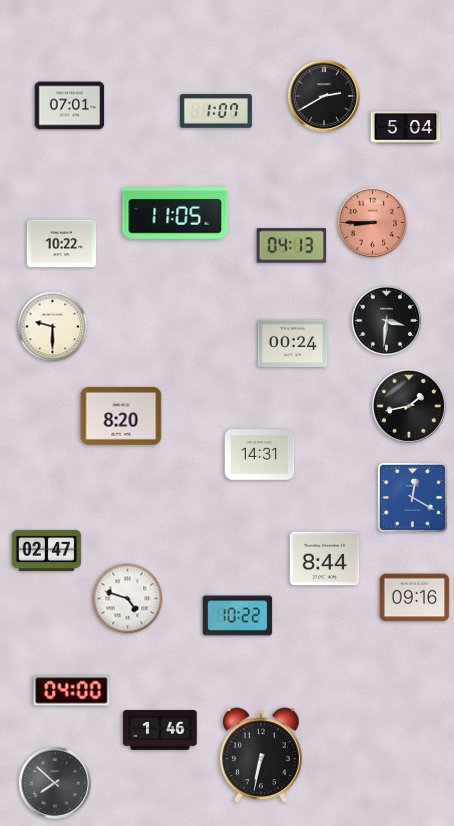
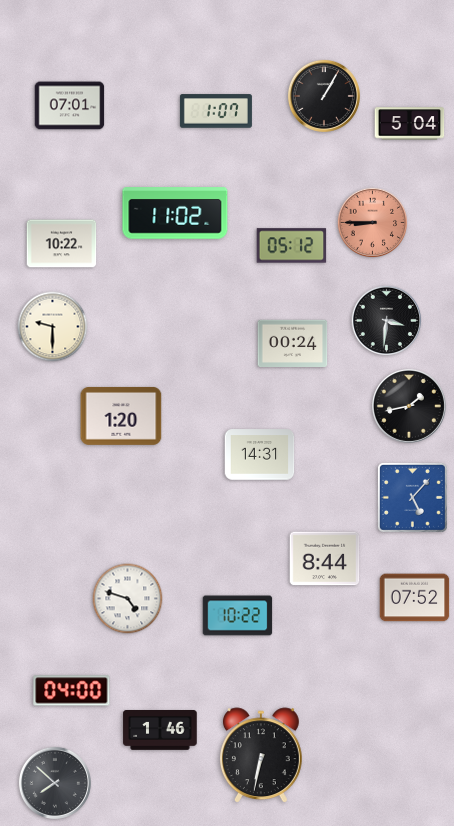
clock at (324, 96): 2:40 -> 1:05
clock at (406, 128) position: (406, 128) -> (410, 124)
clock at (175, 213): 11:05 -> 11:02
clock at (292, 246): 04:13 -> 05:12
clock at (121, 416): 8:20 -> 1:20
clock at (412, 497): 12:20 -> 5:07
clock at (47, 550): 02:47 -> none
clock at (415, 598): 09:16 -> 07:52
